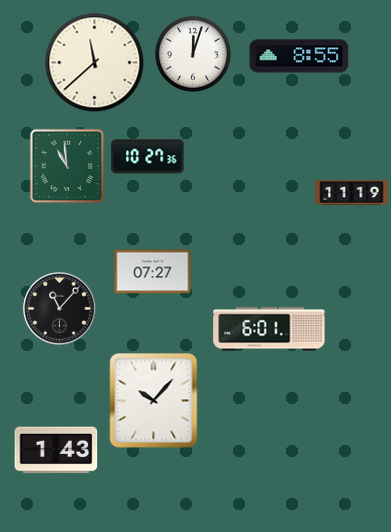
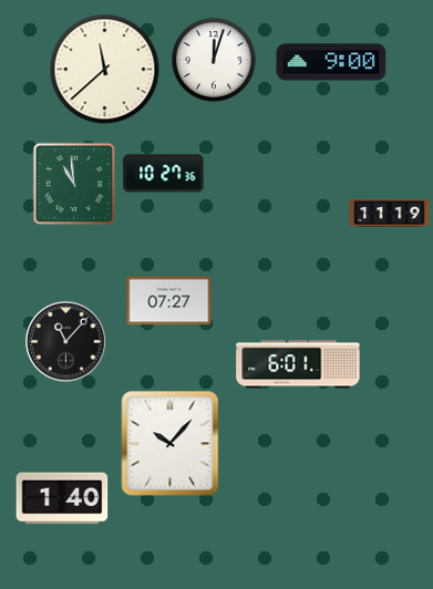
clock at (299, 56): 8:55 -> 9:00
clock at (56, 450): 1:43 -> 1:40
